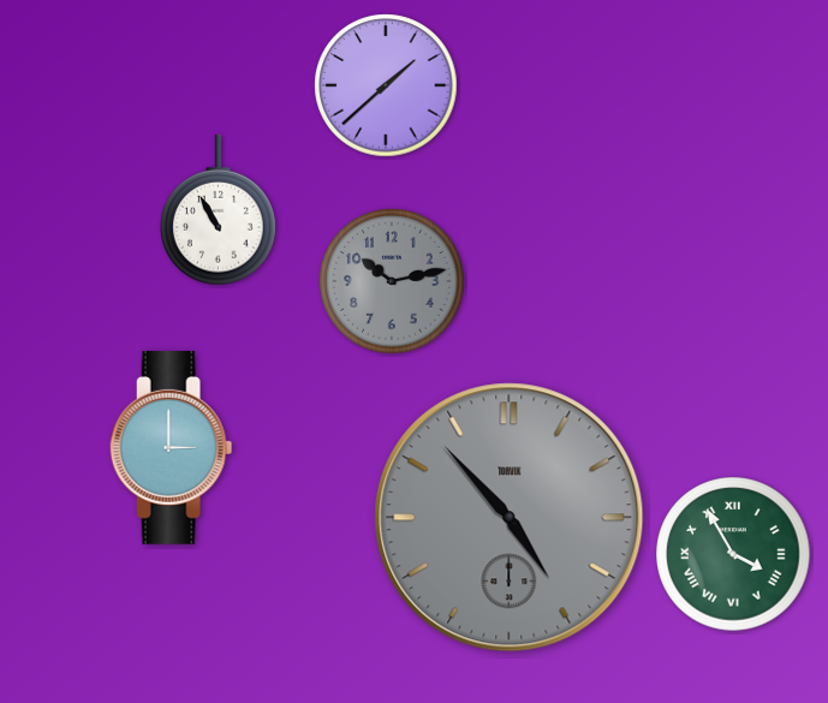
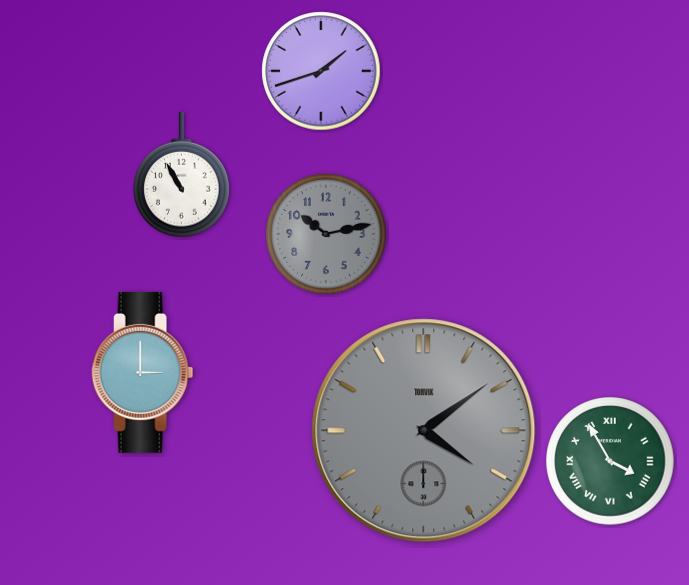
clock at (386, 85): 1:38 -> 1:42
clock at (510, 518): 4:53 -> 4:09
